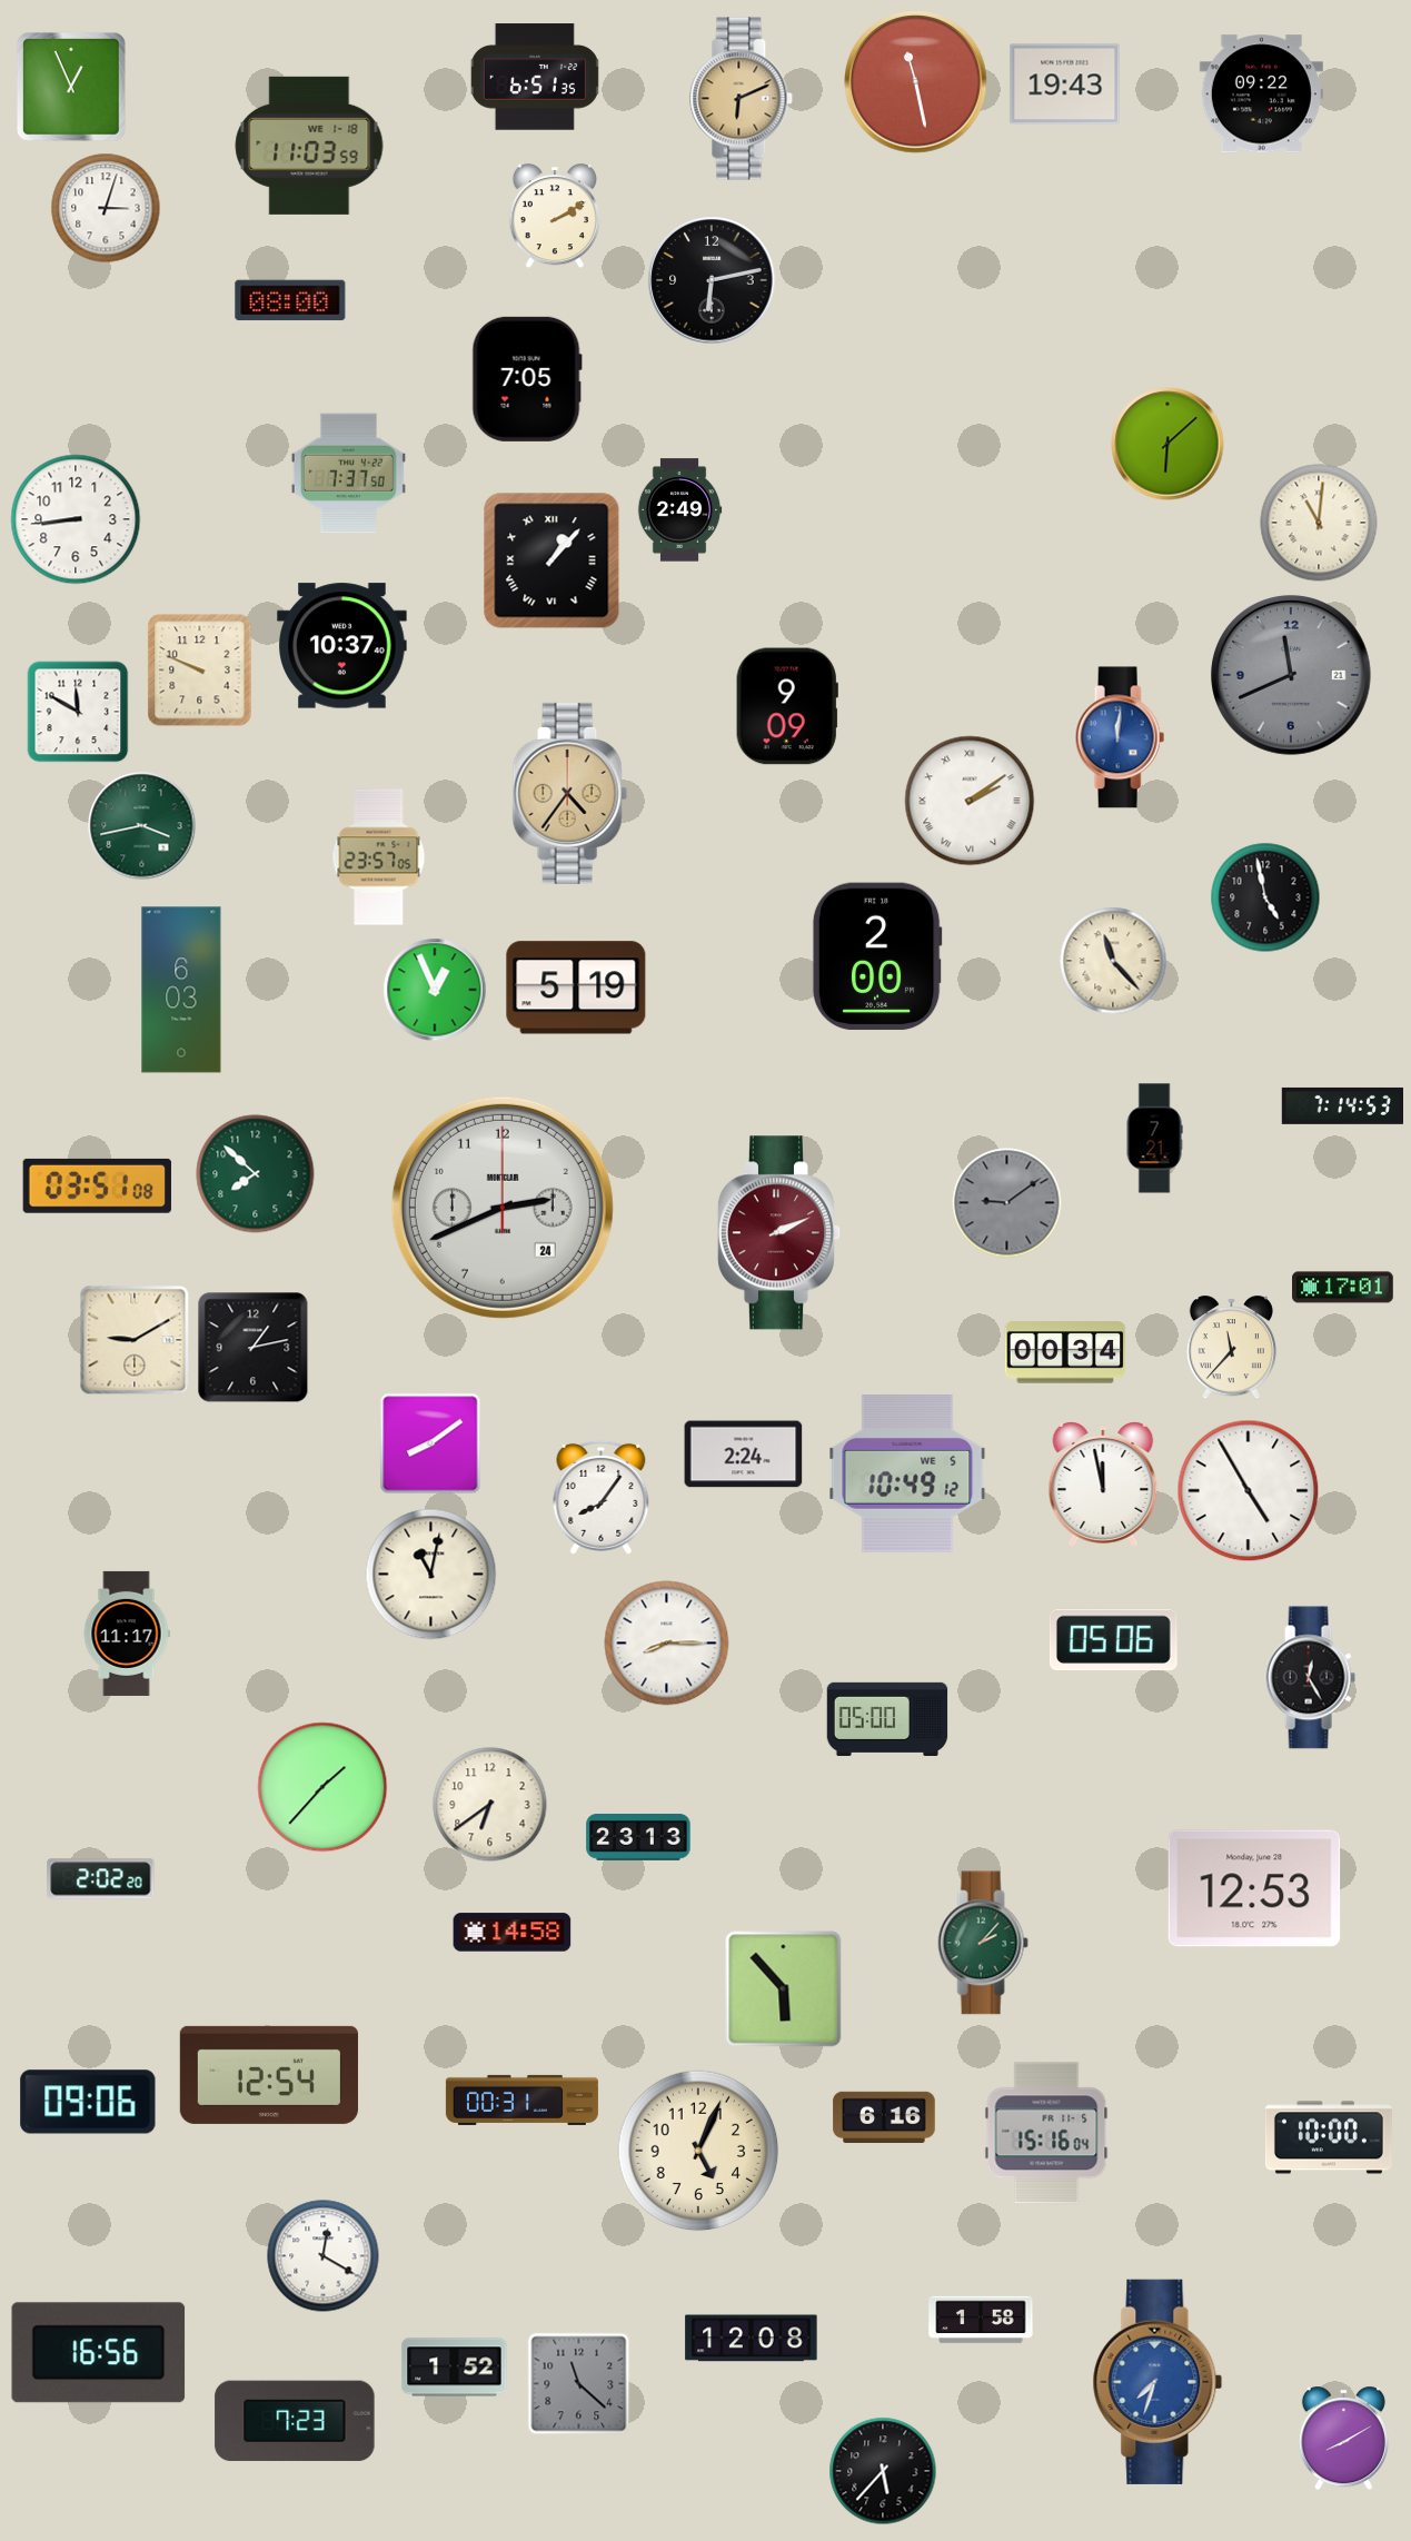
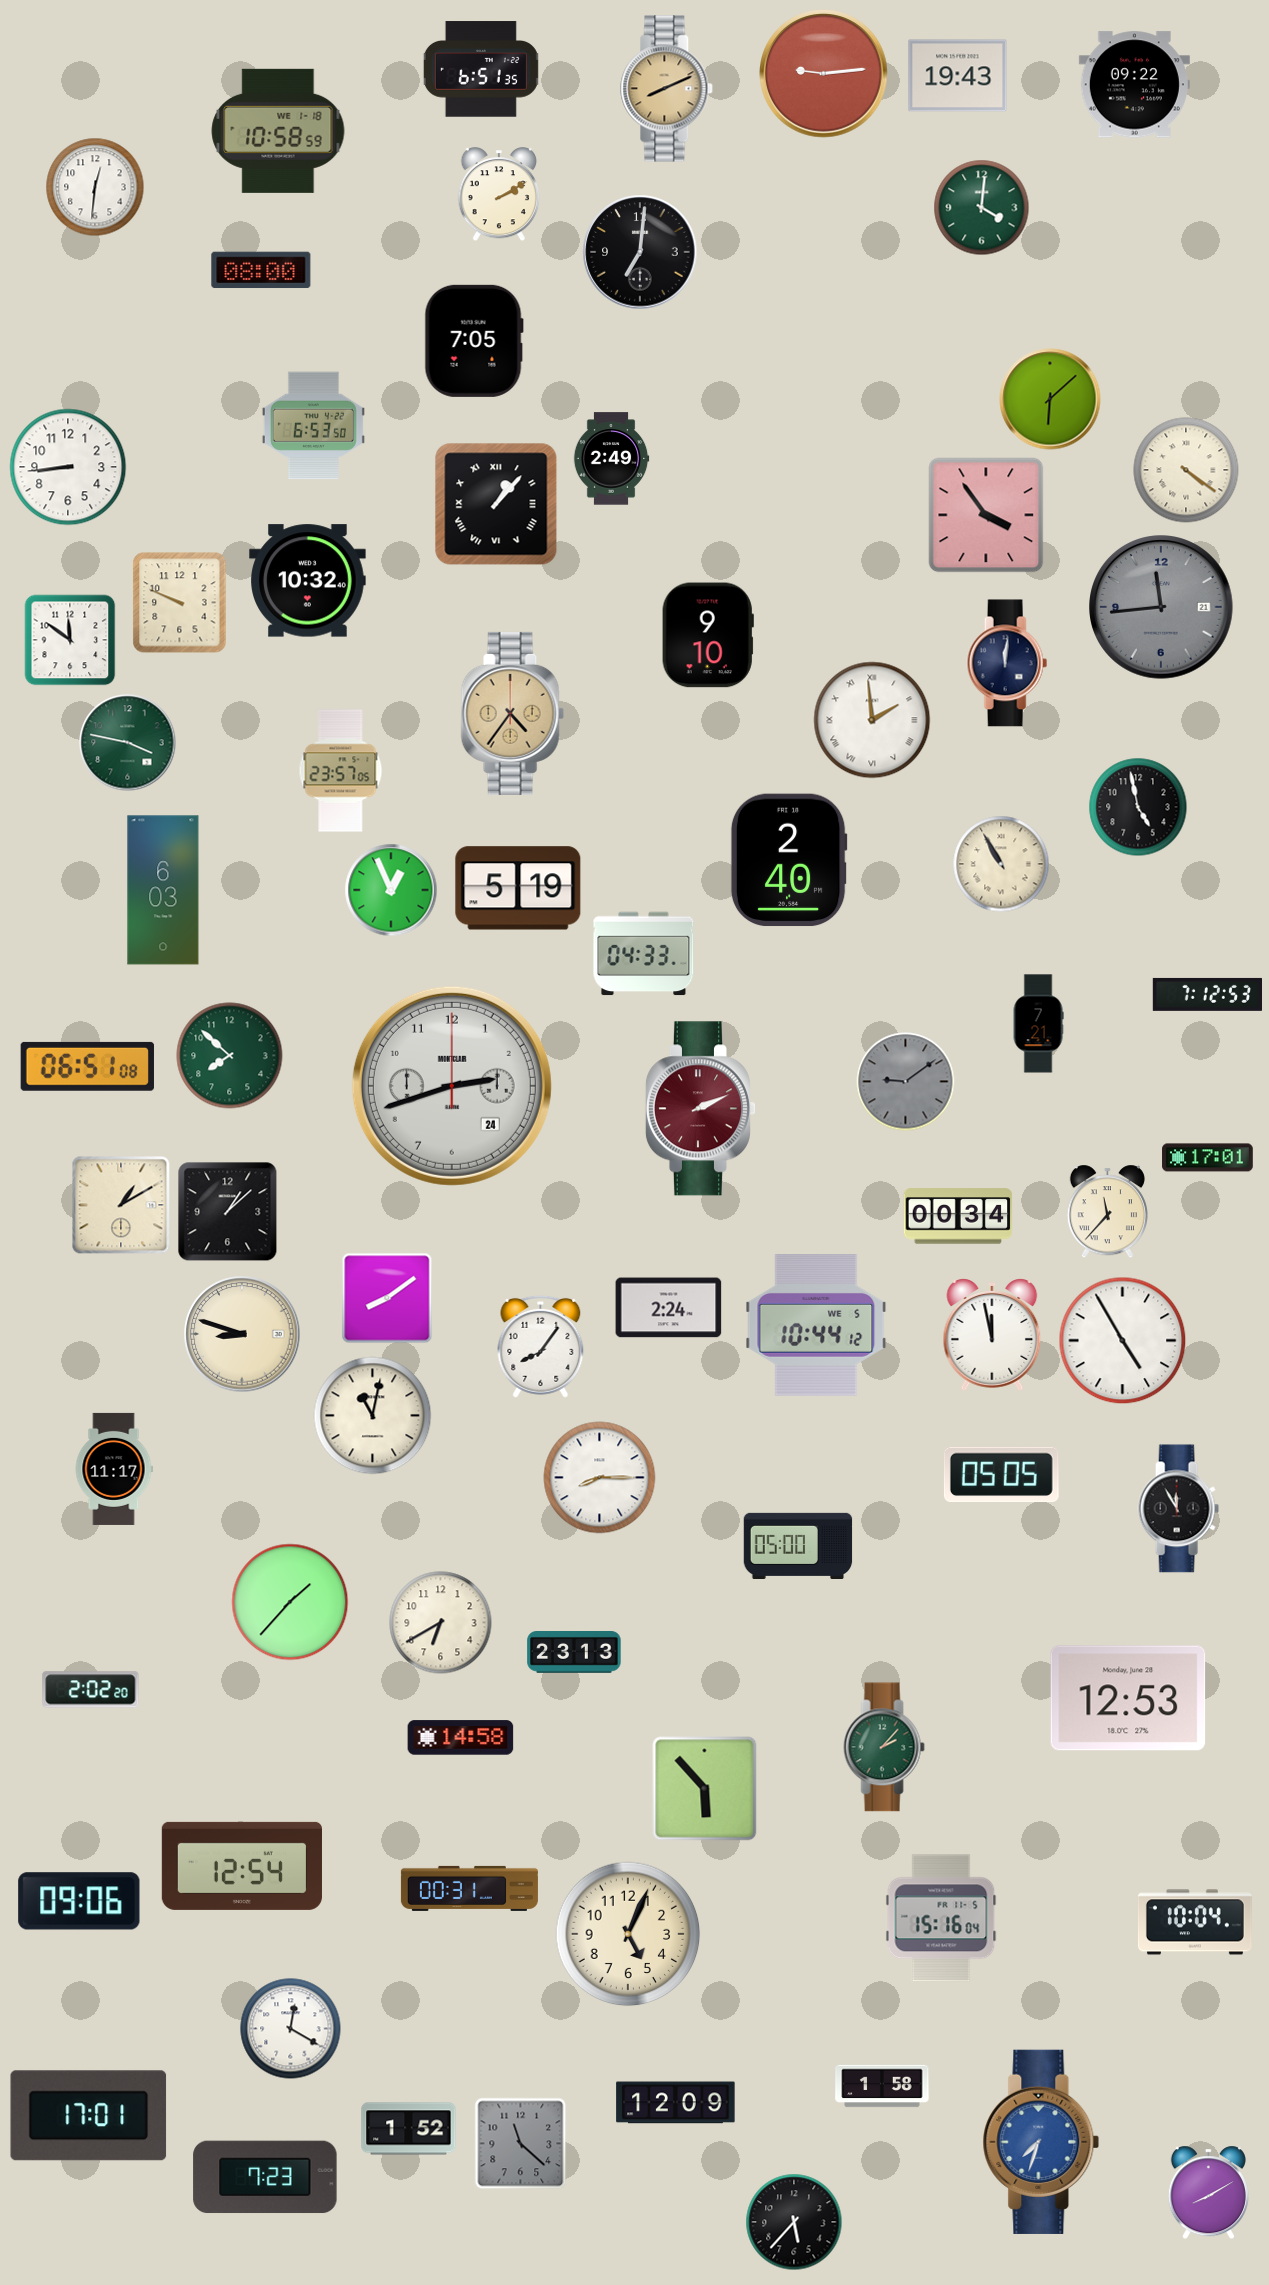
clock at (916, 82): 11:28 -> 9:14
clock at (72, 88): 12:56 -> none
clock at (742, 99): 6:11 -> 8:11
clock at (309, 146): 11:03 -> 10:58
clock at (106, 208): 3:03 -> 12:31
clock at (982, 208): none -> 4:01
clock at (712, 280): 6:13 -> 7:01
clock at (348, 474): 7:37 -> 6:53
clock at (1319, 523): 11:01 -> 4:21
clock at (986, 515): none -> 3:54
clock at (342, 646): 10:37 -> 10:32
clock at (1292, 676): 11:41 -> 11:44
clock at (787, 706): 9:09 -> 9:10
clock at (78, 712): 11:50 -> 11:51
clock at (1120, 737) dial: blue -> navy
clock at (970, 801): 2:09 -> 1:59
clock at (142, 826): 3:43 -> 3:47
clock at (877, 956): 2:00 -> 2:40
clock at (1113, 961): 11:23 -> 10:55
clock at (644, 954): none -> 04:33
clock at (1343, 1105): 7:14 -> 7:12
clock at (97, 1185): 03:51 -> 06:51
clock at (503, 1208): 2:41 -> 2:42
clock at (135, 1340): 9:10 -> 1:10
clock at (254, 1348): 1:13 -> 1:08
clock at (907, 1473): 10:49 -> 10:44
clock at (242, 1334): none -> 8:48
clock at (431, 1575) position: (431, 1575) -> (373, 1416)
clock at (1113, 1640): 05:06 -> 05:05
clock at (1310, 1678): 12:25 -> 11:55
clock at (322, 1787) position: (322, 1787) -> (290, 1602)
clock at (490, 1805): 6:39 -> 6:40
clock at (88, 2102) position: (88, 2102) -> (79, 1901)
clock at (884, 2116): 6:16 -> none
clock at (1329, 2137): 10:00 -> 10:04
clock at (752, 2339): 12:08 -> 12:09
clock at (99, 2353): 16:56 -> 17:01
